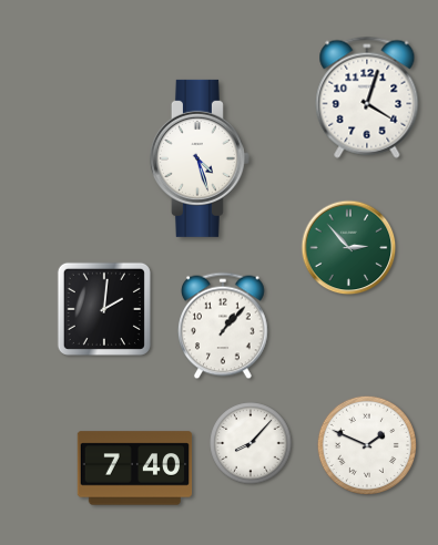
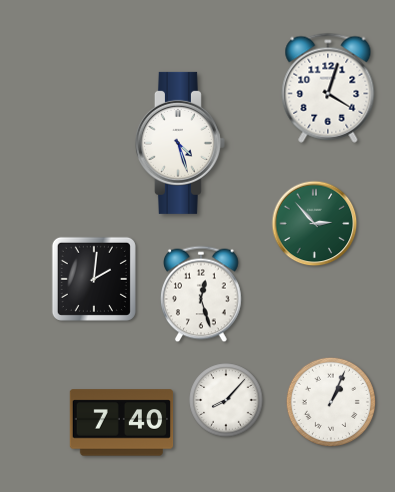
clock at (367, 97) position: (367, 97) -> (328, 88)
clock at (224, 326): 1:07 -> 12:27
clock at (367, 445): 1:49 -> 1:04
